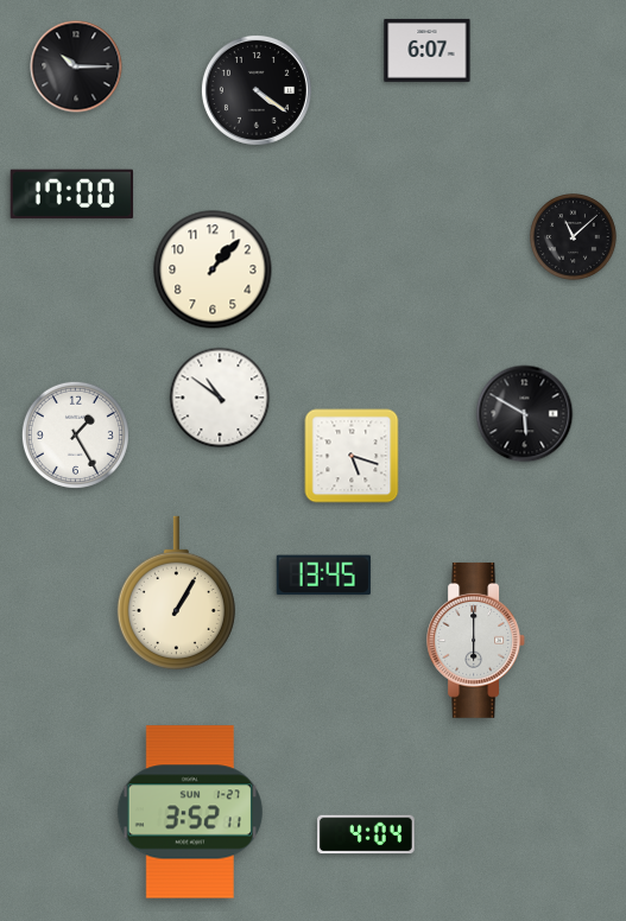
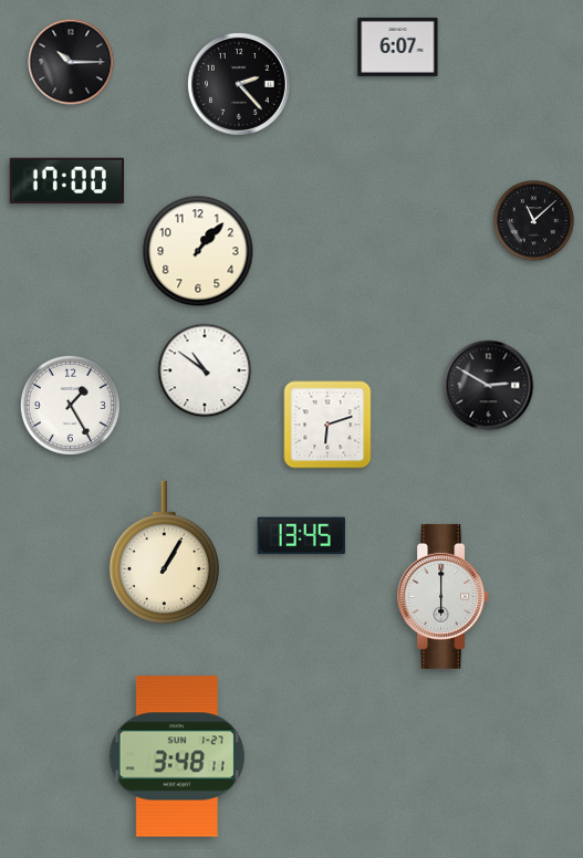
clock at (257, 90): 4:21 -> 2:23
clock at (525, 414): 5:50 -> 2:50
clock at (352, 456): 5:18 -> 6:12
clock at (190, 812): 3:52 -> 3:48
clock at (366, 834): 4:04 -> none
